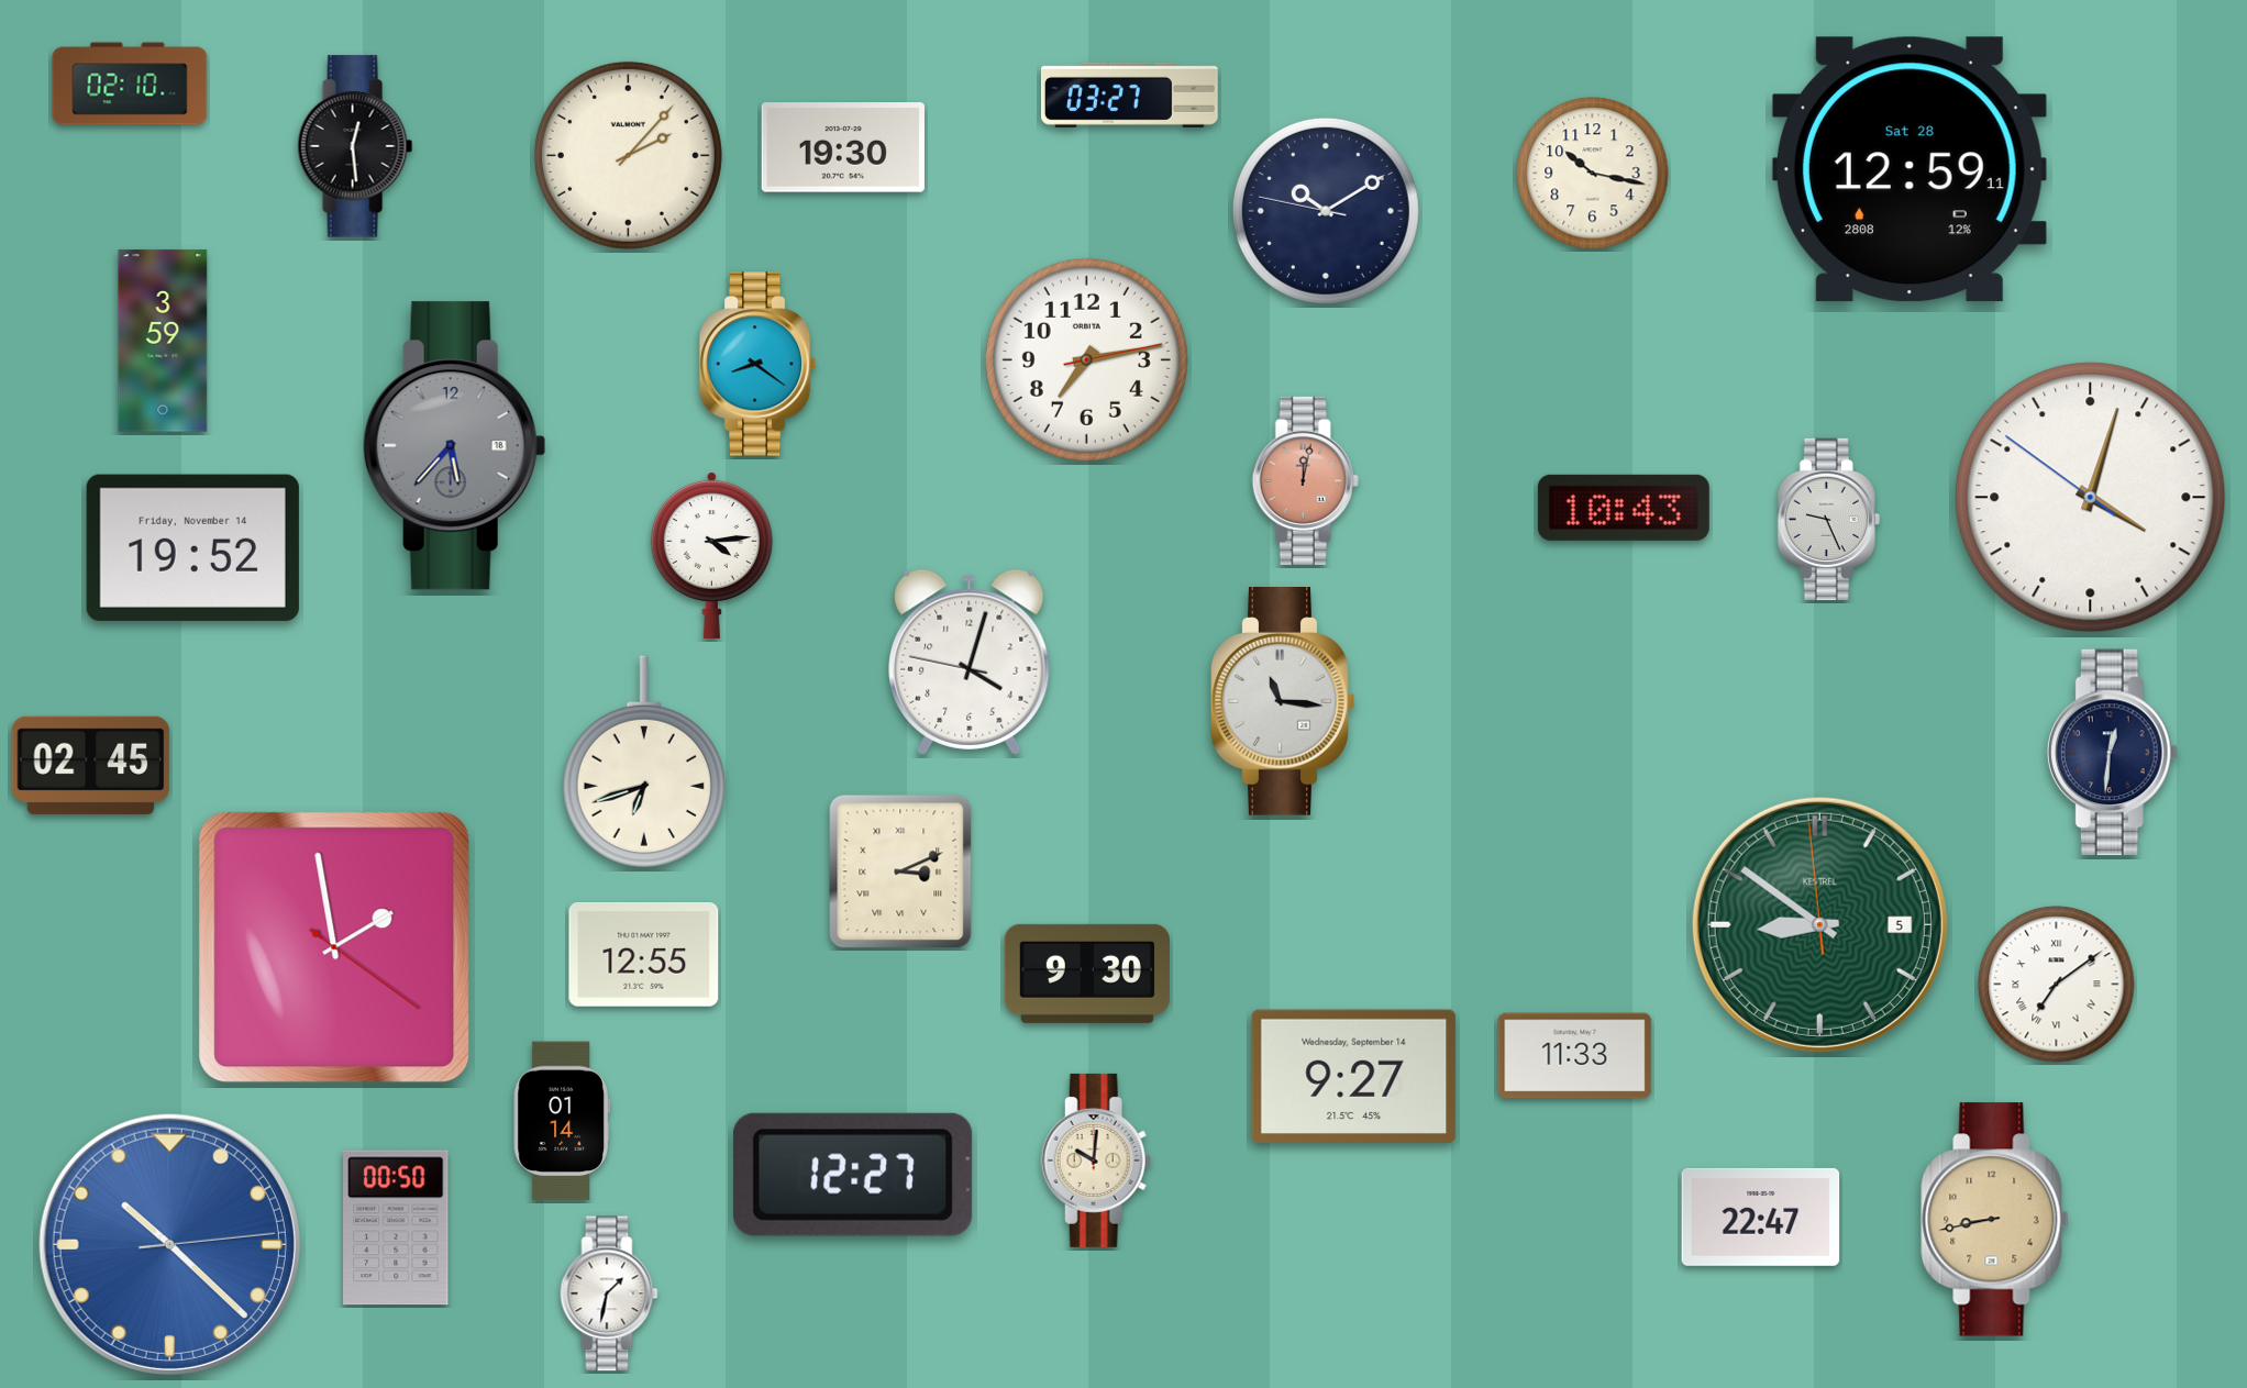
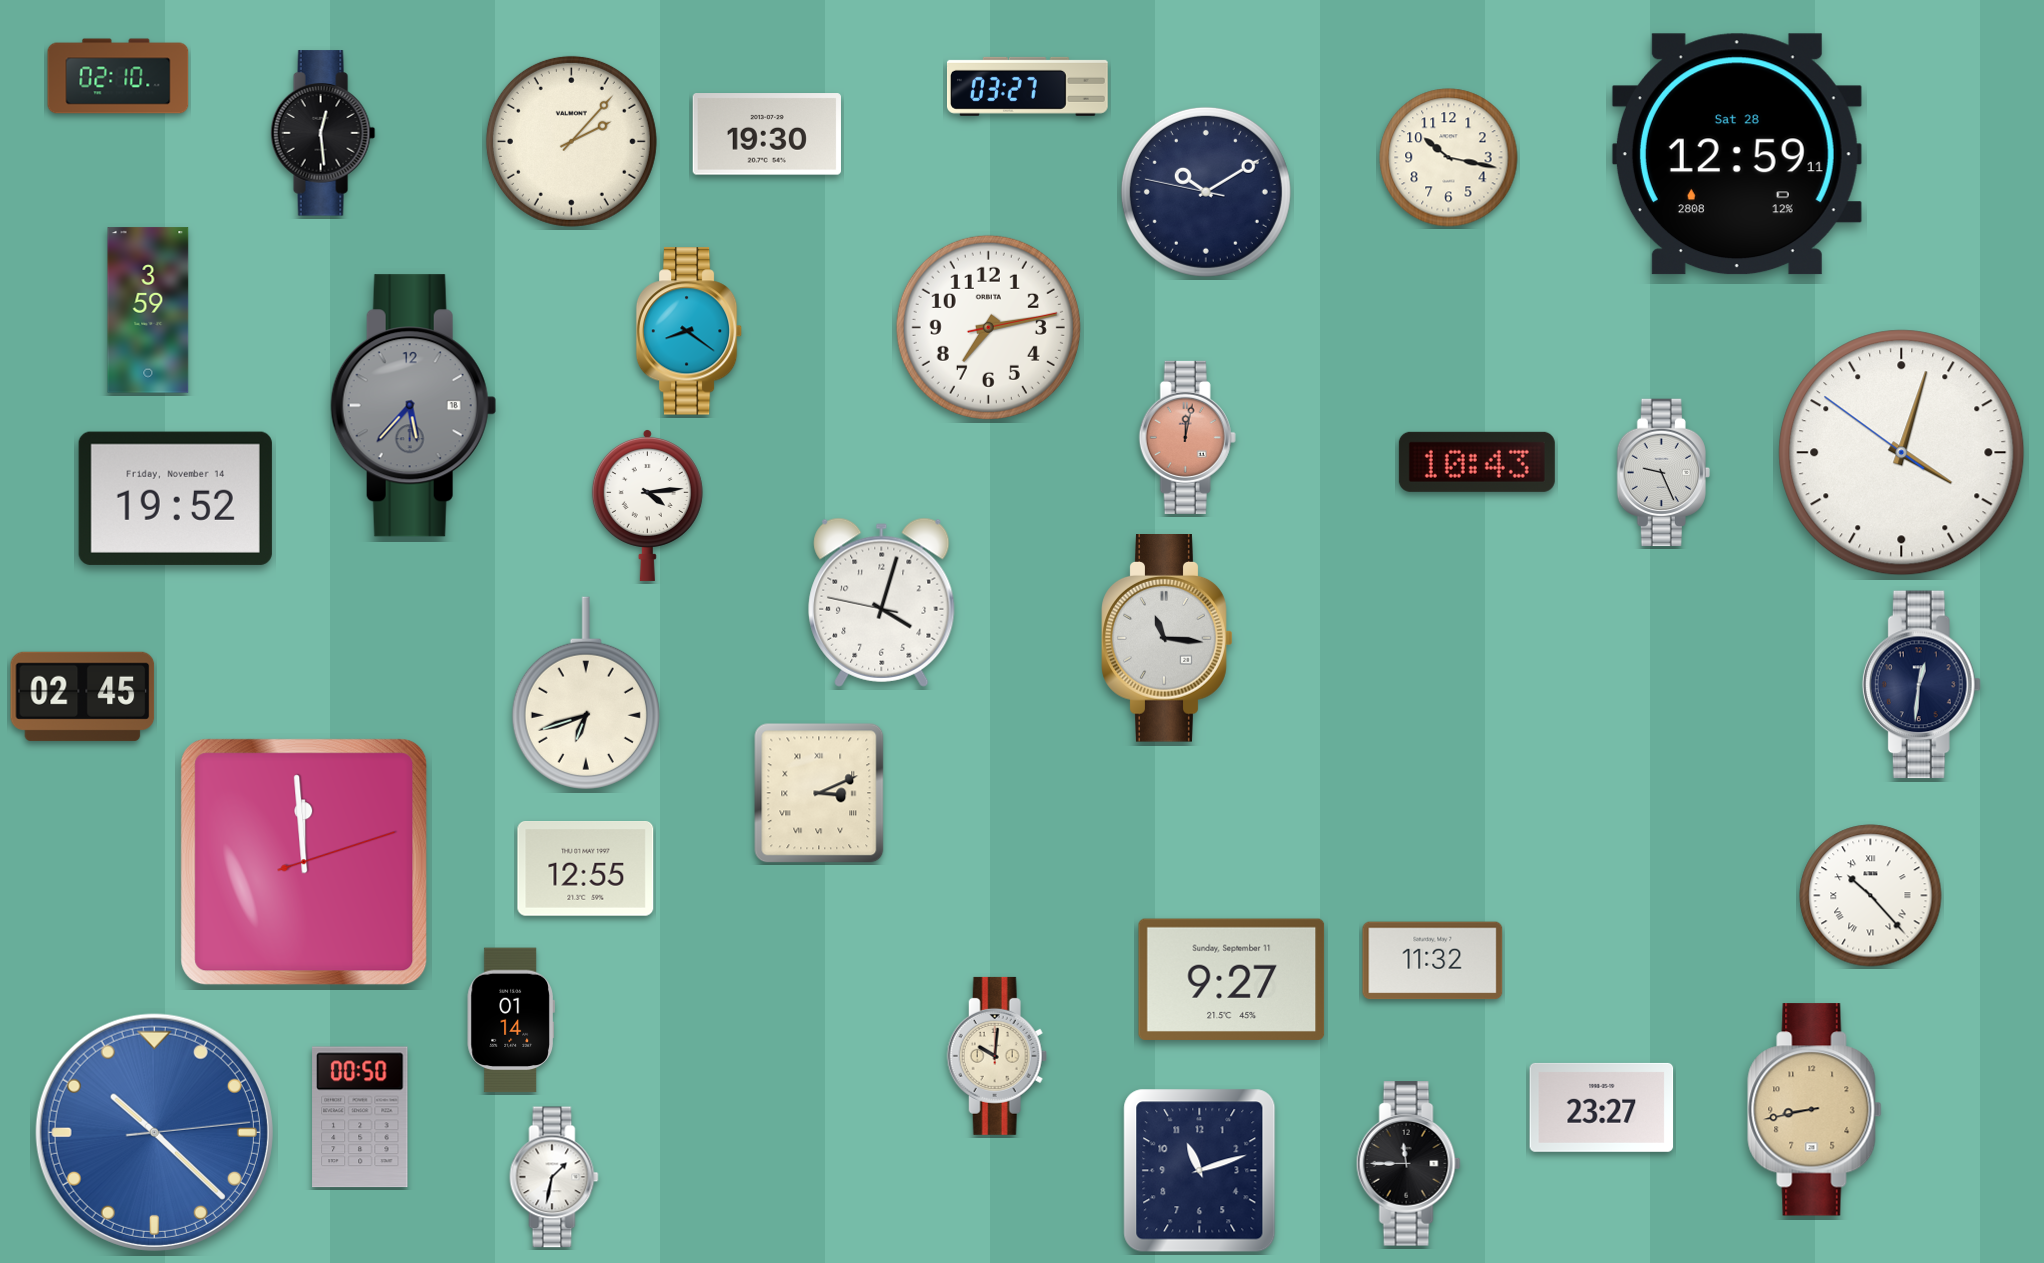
clock at (1819, 924): 8:50 -> none
clock at (334, 947): 1:58 -> 11:59
clock at (1087, 974): 9:30 -> none
clock at (2057, 985): 7:09 -> 10:23
clock at (1575, 1056): 11:33 -> 11:32
clock at (1354, 1076) date: Wednesday, September 14 -> Sunday, September 11
clock at (853, 1175): 12:27 -> none
clock at (1761, 1217): 22:47 -> 23:27
clock at (1408, 1164): none -> 11:45
clock at (1200, 1171): none -> 11:12
